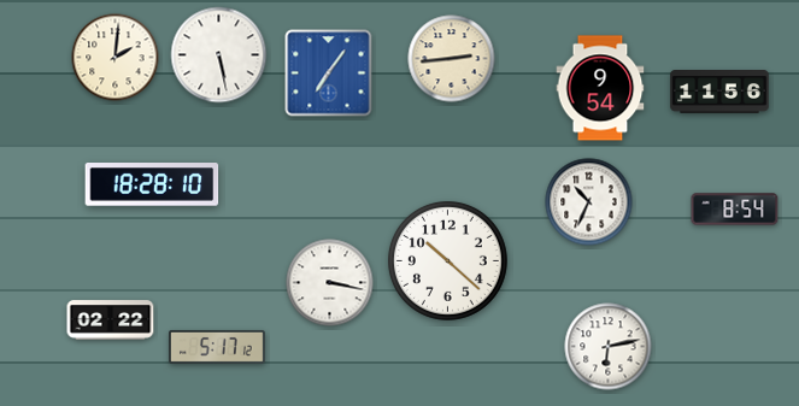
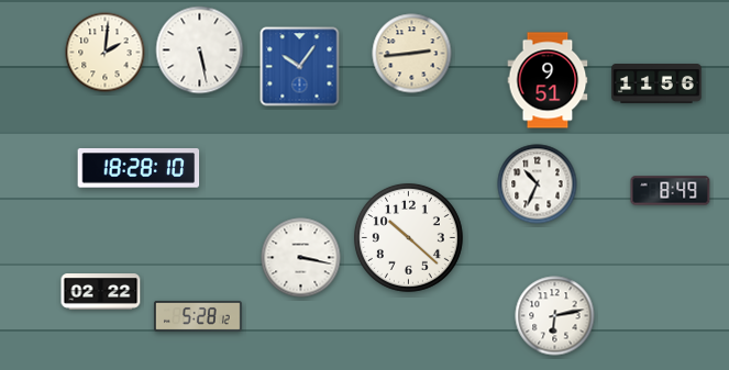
clock at (329, 73): 7:06 -> 10:06
clock at (600, 88): 9:54 -> 9:51
clock at (735, 210): 8:54 -> 8:49
clock at (218, 347): 5:17 -> 5:28
